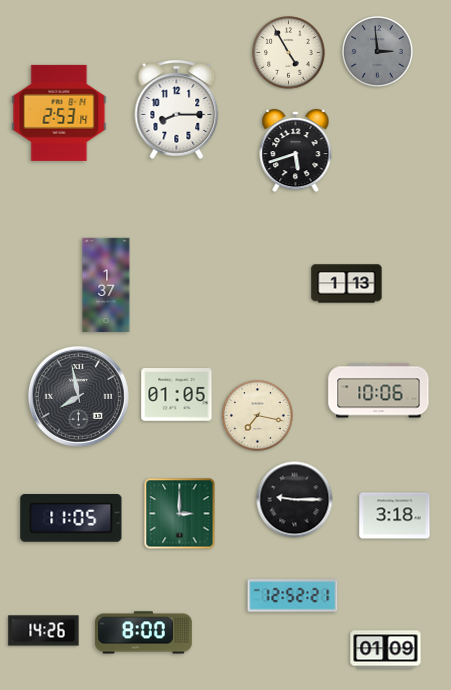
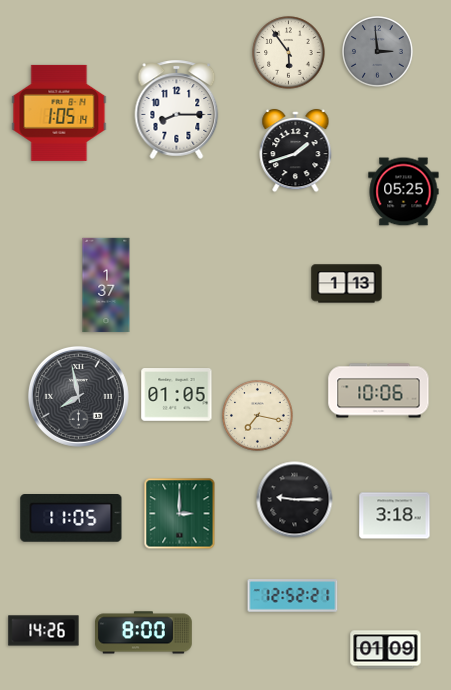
clock at (289, 53): 4:55 -> 5:54
clock at (59, 113): 2:53 -> 1:05
clock at (296, 151): 5:42 -> 1:42
clock at (404, 192): none -> 05:25
